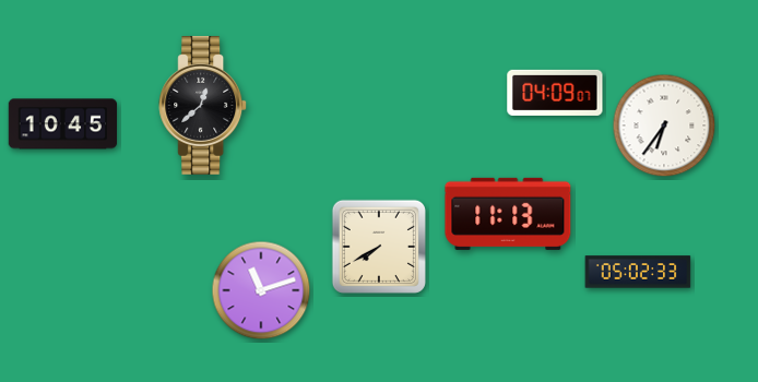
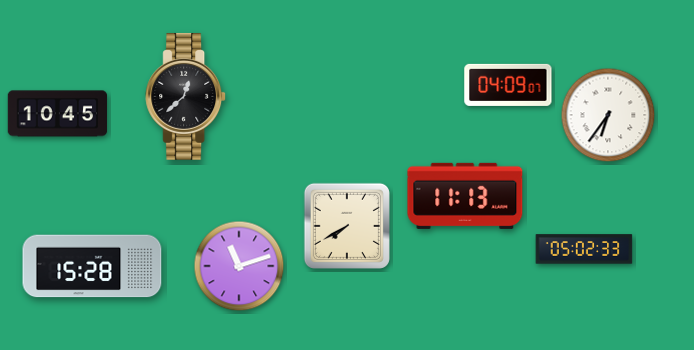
clock at (92, 266): none -> 15:28
